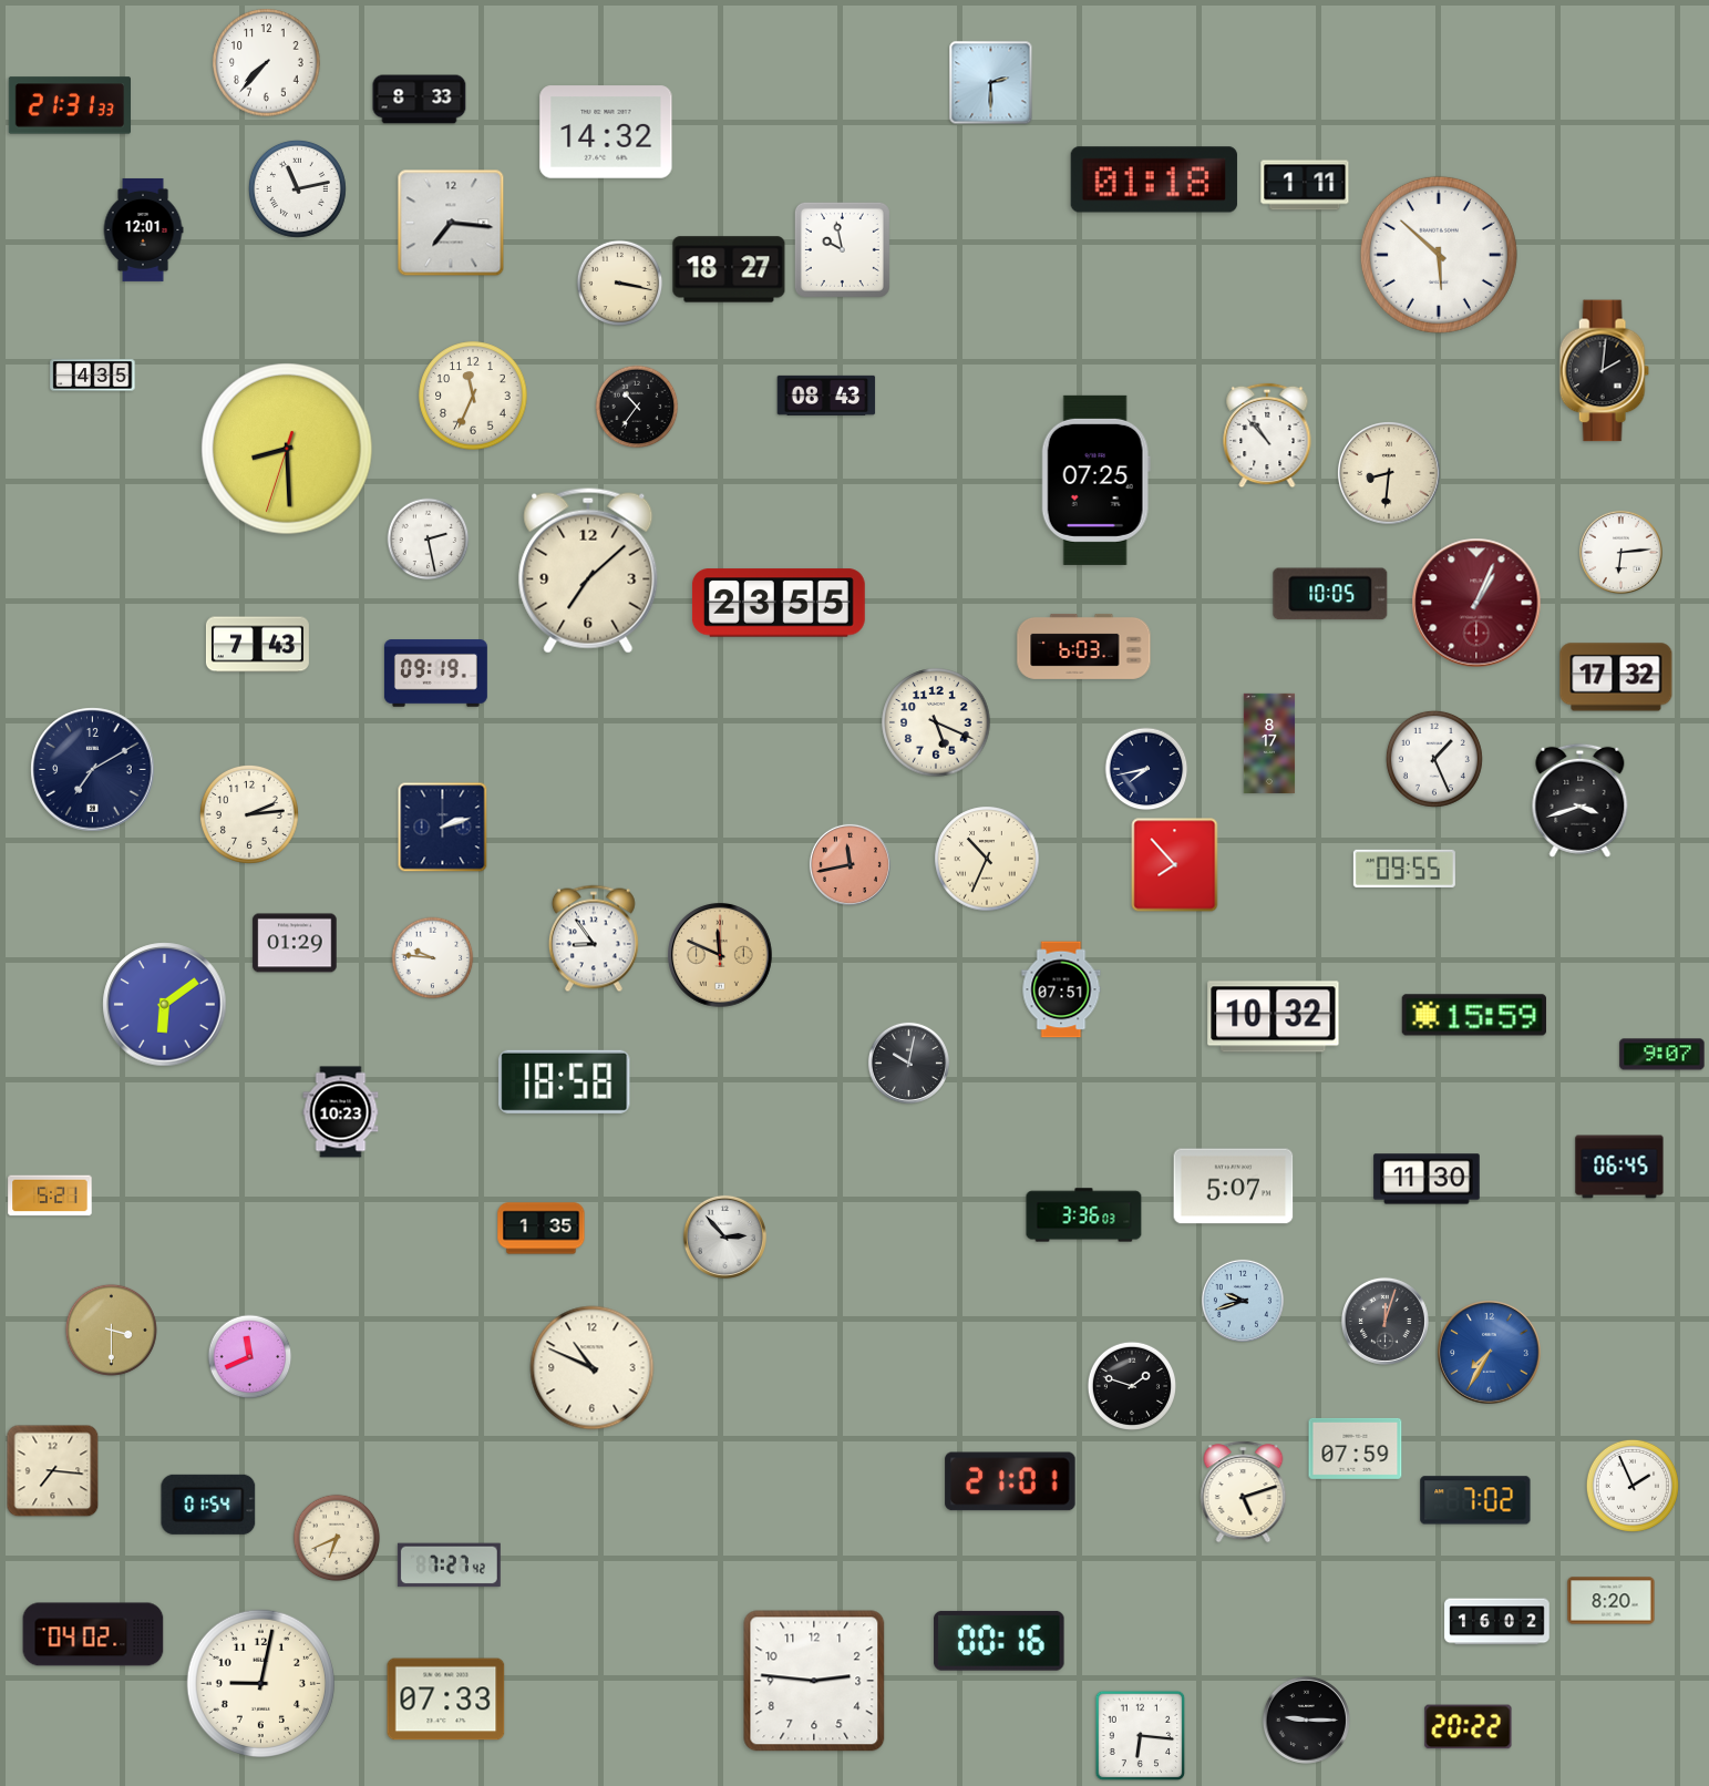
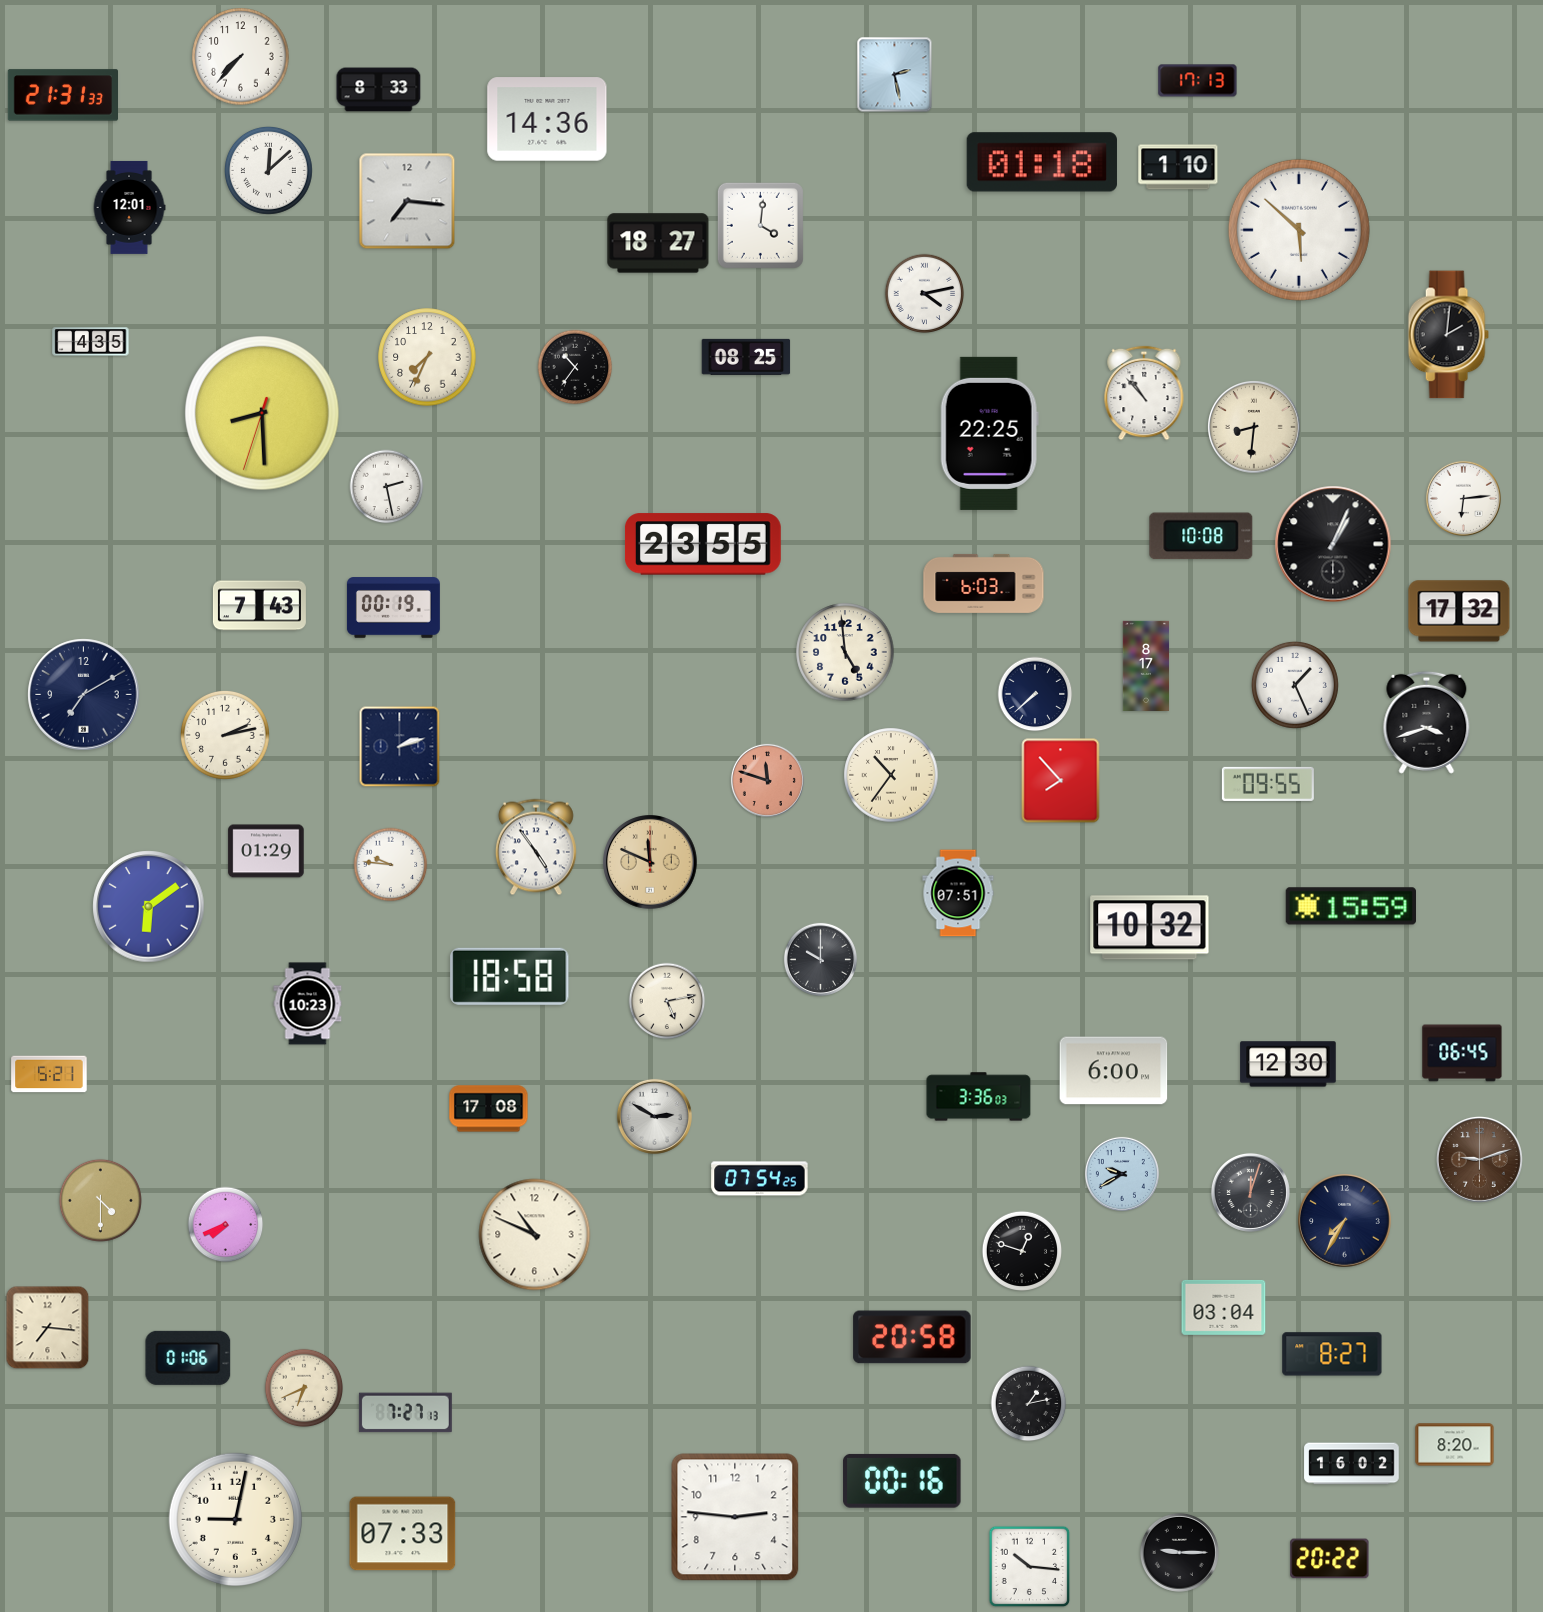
clock at (991, 83): 2:30 -> 2:28
clock at (1198, 81): none -> 17:13
clock at (606, 132): 14:32 -> 14:36
clock at (1305, 185): 1:11 -> 1:10
clock at (297, 188): 11:13 -> 12:08
clock at (842, 249): 9:58 -> 4:01
clock at (620, 284): 3:17 -> none
clock at (925, 294): none -> 4:13
clock at (93, 376) position: (93, 376) -> (91, 342)
clock at (473, 396): 11:34 -> 7:34
clock at (826, 396): 08:43 -> 08:25
clock at (287, 449) position: (287, 449) -> (262, 413)
clock at (1095, 480): 07:25 -> 22:25
clock at (588, 571): 7:08 -> none
clock at (1330, 594): 10:05 -> 10:08
clock at (1476, 603) dial: burgundy -> black
clock at (257, 645) position: (257, 645) -> (259, 606)
clock at (1084, 646) position: (1084, 646) -> (984, 583)
clock at (435, 674): 09:19 -> 00:19
clock at (936, 722): 5:19 -> 4:59
clock at (1269, 742) position: (1269, 742) -> (1146, 665)
clock at (1146, 769): 7:43 -> 7:38
clock at (249, 814): 2:14 -> 2:13
clock at (987, 859): 10:34 -> 10:36
clock at (850, 864): 11:43 -> 11:48
clock at (594, 938): 8:54 -> 4:54
clock at (1473, 1015) position: (1473, 1015) -> (1350, 906)
clock at (1274, 1017) position: (1274, 1017) -> (1150, 928)
clock at (1662, 1055): 9:07 -> none
clock at (908, 1063): 10:02 -> 10:00
clock at (667, 1001): none -> 5:13
clock at (1427, 1179): 11:30 -> 12:30
clock at (1234, 1187): 5:07 -> 6:00
clock at (50, 1195) position: (50, 1195) -> (49, 1074)
clock at (542, 1229): 1:35 -> 17:08
clock at (724, 1236): 2:53 -> 2:50
clock at (1479, 1159): none -> 9:12
clock at (1243, 1301): 9:42 -> 9:40
clock at (760, 1179): none -> 07:54
clock at (111, 1330): 3:30 -> 4:30
clock at (1490, 1353) dial: blue -> navy
clock at (250, 1357): 11:41 -> 7:41
clock at (1131, 1385): 1:48 -> 12:48
clock at (1356, 1448): 07:59 -> 03:04
clock at (1010, 1481): 21:01 -> 20:58
clock at (1633, 1486): 1:56 -> none
clock at (1244, 1492): 5:12 -> none
clock at (1475, 1500): 7:02 -> 8:27
clock at (208, 1505): 01:54 -> 01:06
clock at (1029, 1404): none -> 1:13
clock at (449, 1566): 7:27:42 -> 7:27:13
clock at (93, 1634): 04:02 -> none
clock at (1469, 1727) position: (1469, 1727) -> (1330, 1559)
clock at (1141, 1736): 6:16 -> 10:16
